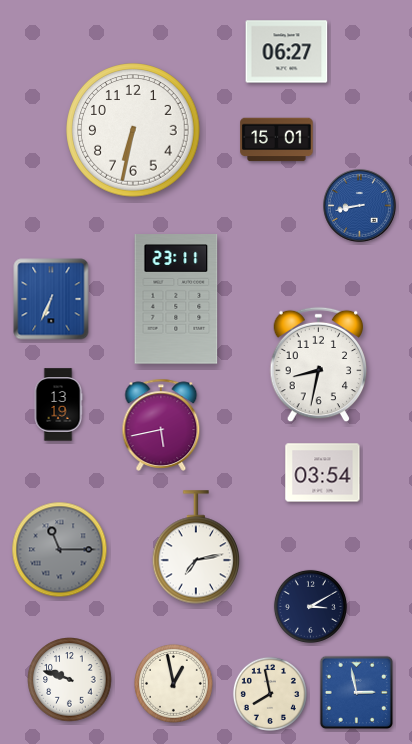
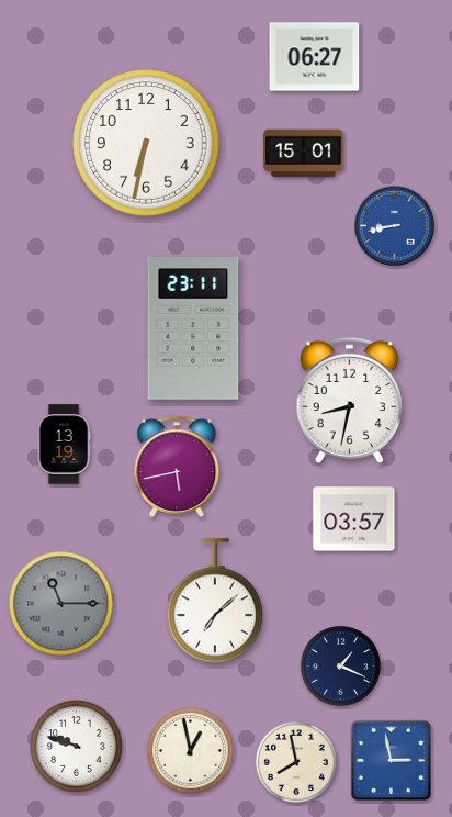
clock at (51, 299): 6:34 -> none
clock at (323, 473): 03:54 -> 03:57
clock at (196, 547): 7:13 -> 7:08
clock at (60, 550) position: (60, 550) -> (61, 604)
clock at (310, 606): 3:10 -> 1:19
